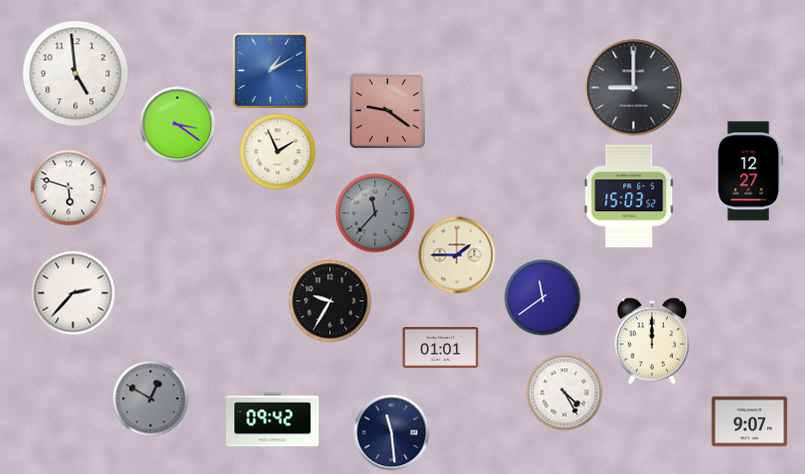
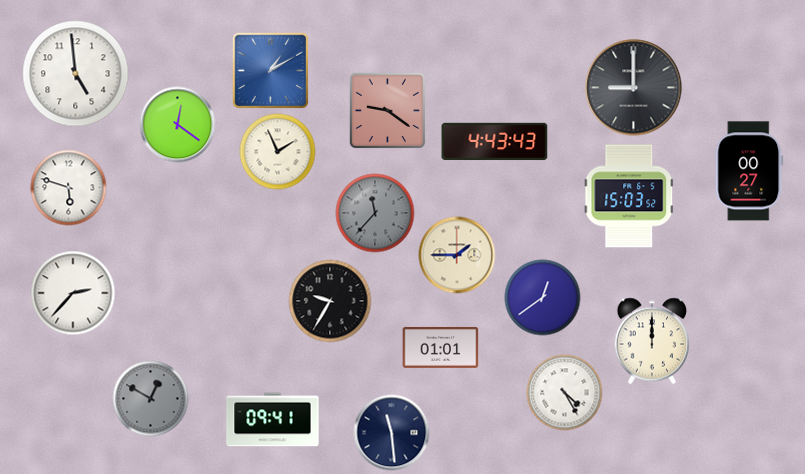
clock at (178, 125): 3:21 -> 12:21
clock at (495, 142): none -> 4:43
clock at (749, 171): 12:27 -> 00:27
clock at (543, 298): 11:39 -> 12:39
clock at (273, 420): 09:42 -> 09:41
clock at (750, 422): 9:07 -> none
